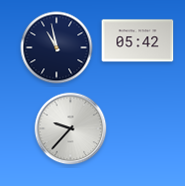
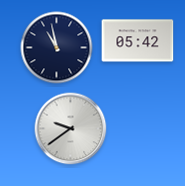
clock at (71, 129): 9:37 -> 9:39
